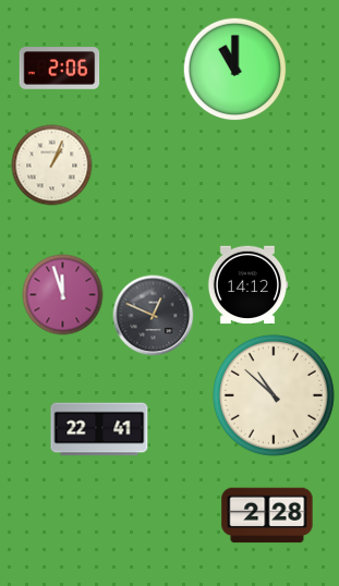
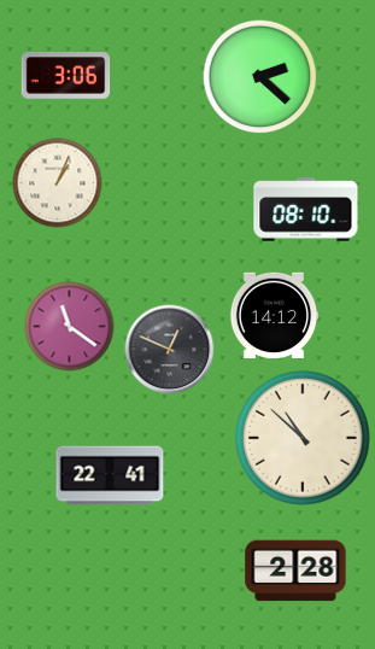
clock at (60, 69): 2:06 -> 3:06
clock at (235, 70): 11:00 -> 2:22
clock at (306, 210): none -> 08:10
clock at (63, 295): 11:57 -> 11:21
